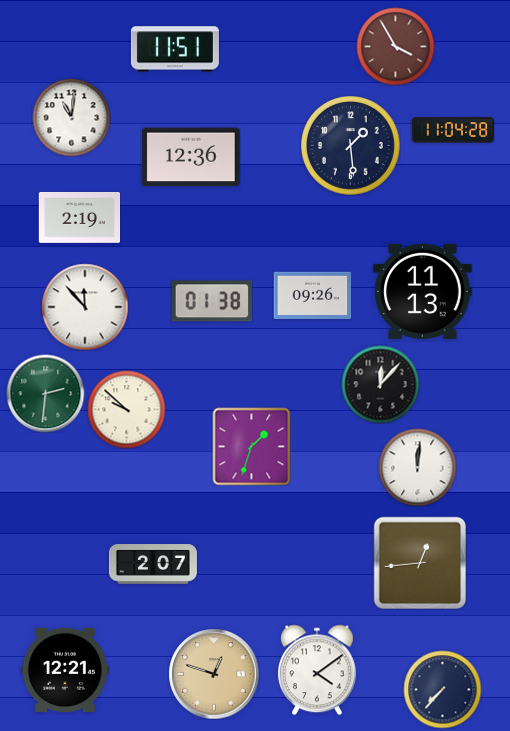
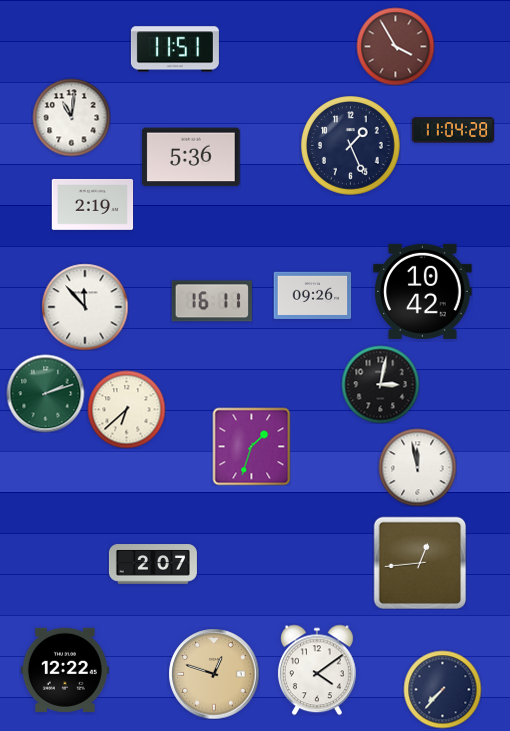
clock at (351, 146): 1:29 -> 1:26
clock at (191, 157): 12:36 -> 5:36
clock at (79, 217) position: (79, 217) -> (92, 204)
clock at (423, 291): 11:13 -> 10:42
clock at (211, 301): 01:38 -> 16:11
clock at (380, 384): 12:07 -> 3:02
clock at (45, 393): 2:31 -> 2:12
clock at (126, 409): 9:52 -> 6:38
clock at (417, 467): 12:01 -> 11:58
clock at (65, 670): 12:21 -> 12:22
